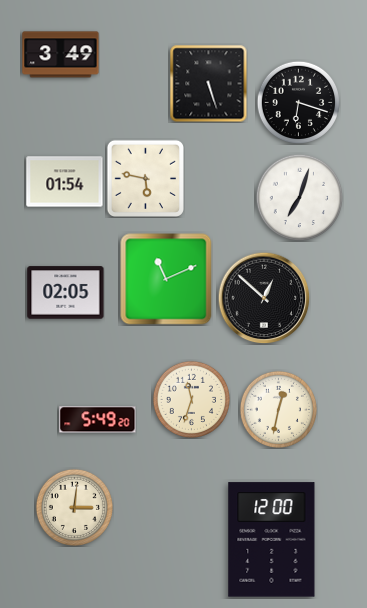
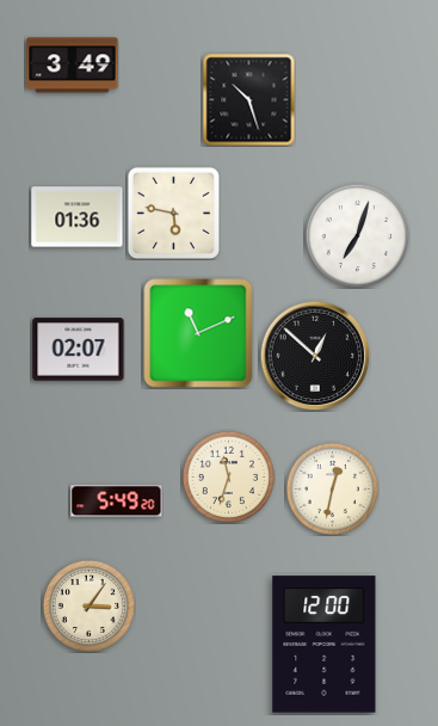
clock at (208, 83): 5:27 -> 10:27
clock at (298, 102): 6:18 -> none
clock at (65, 182): 01:54 -> 01:36
clock at (66, 293): 02:05 -> 02:07
clock at (74, 507): 3:01 -> 3:06
